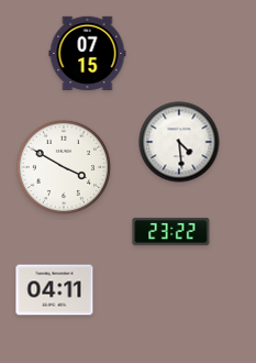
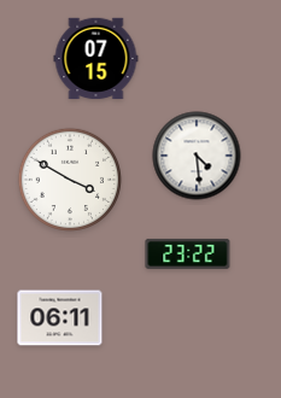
clock at (63, 166) position: (63, 166) -> (69, 178)
clock at (55, 290): 04:11 -> 06:11
